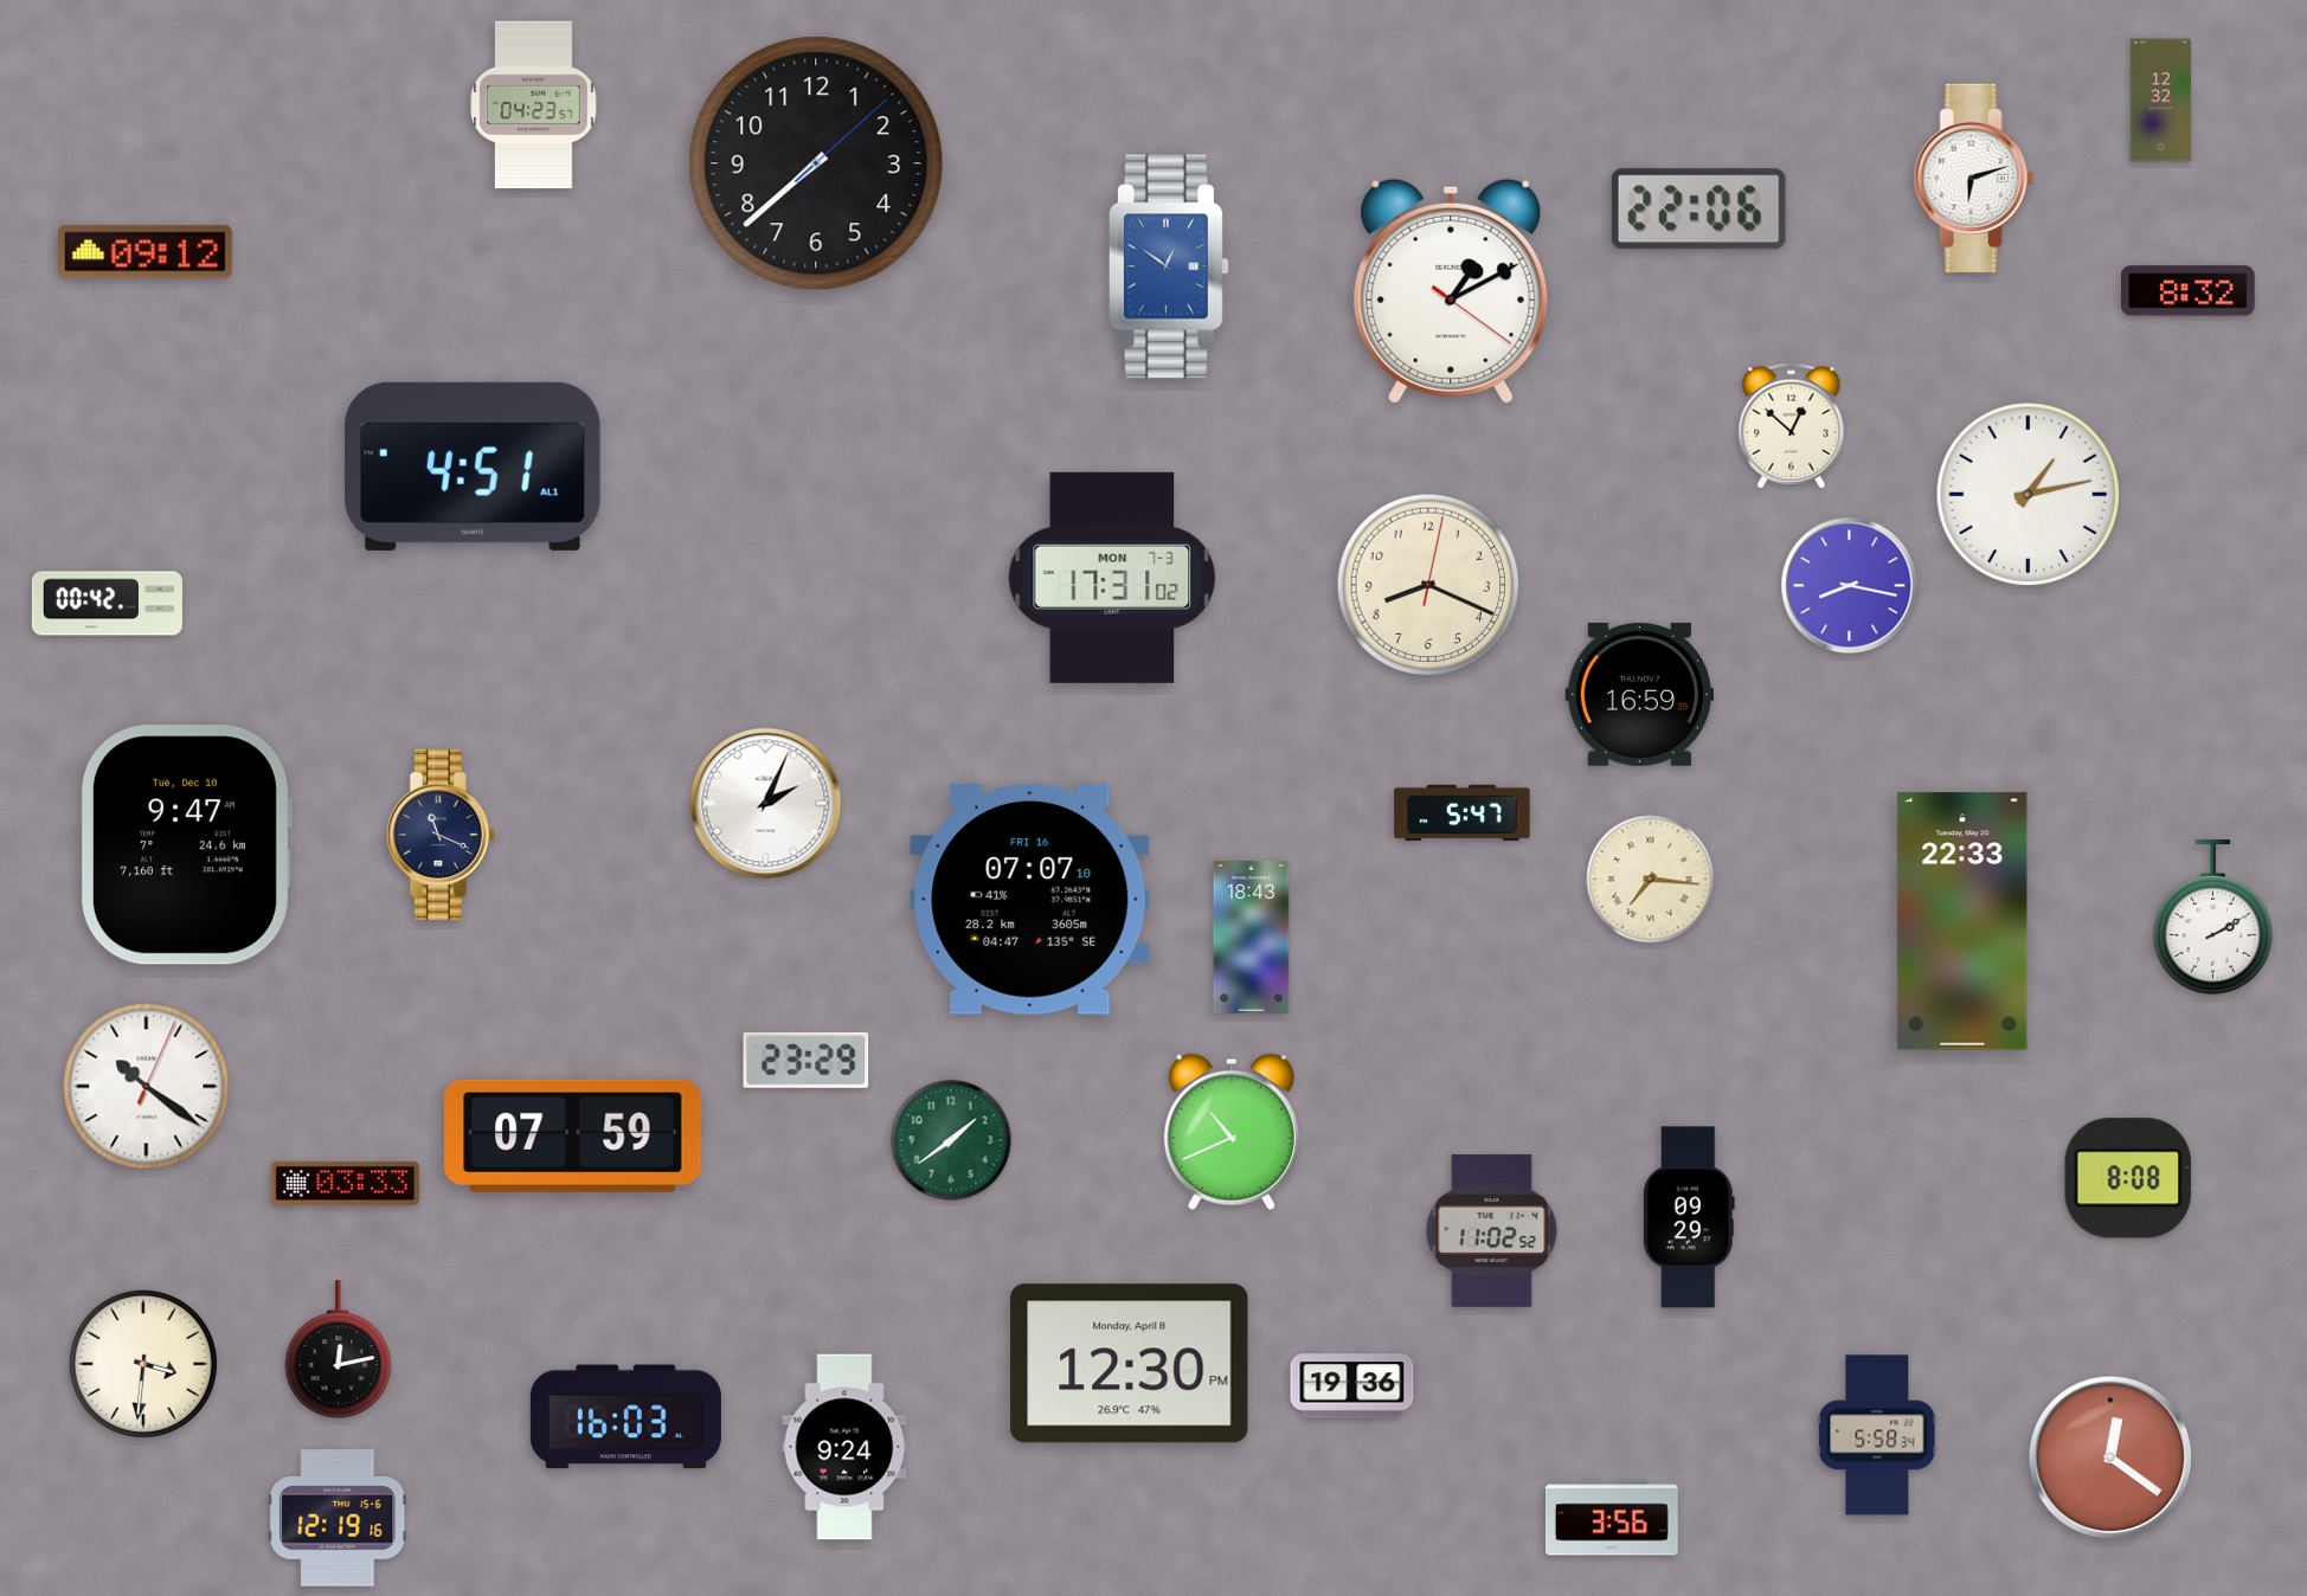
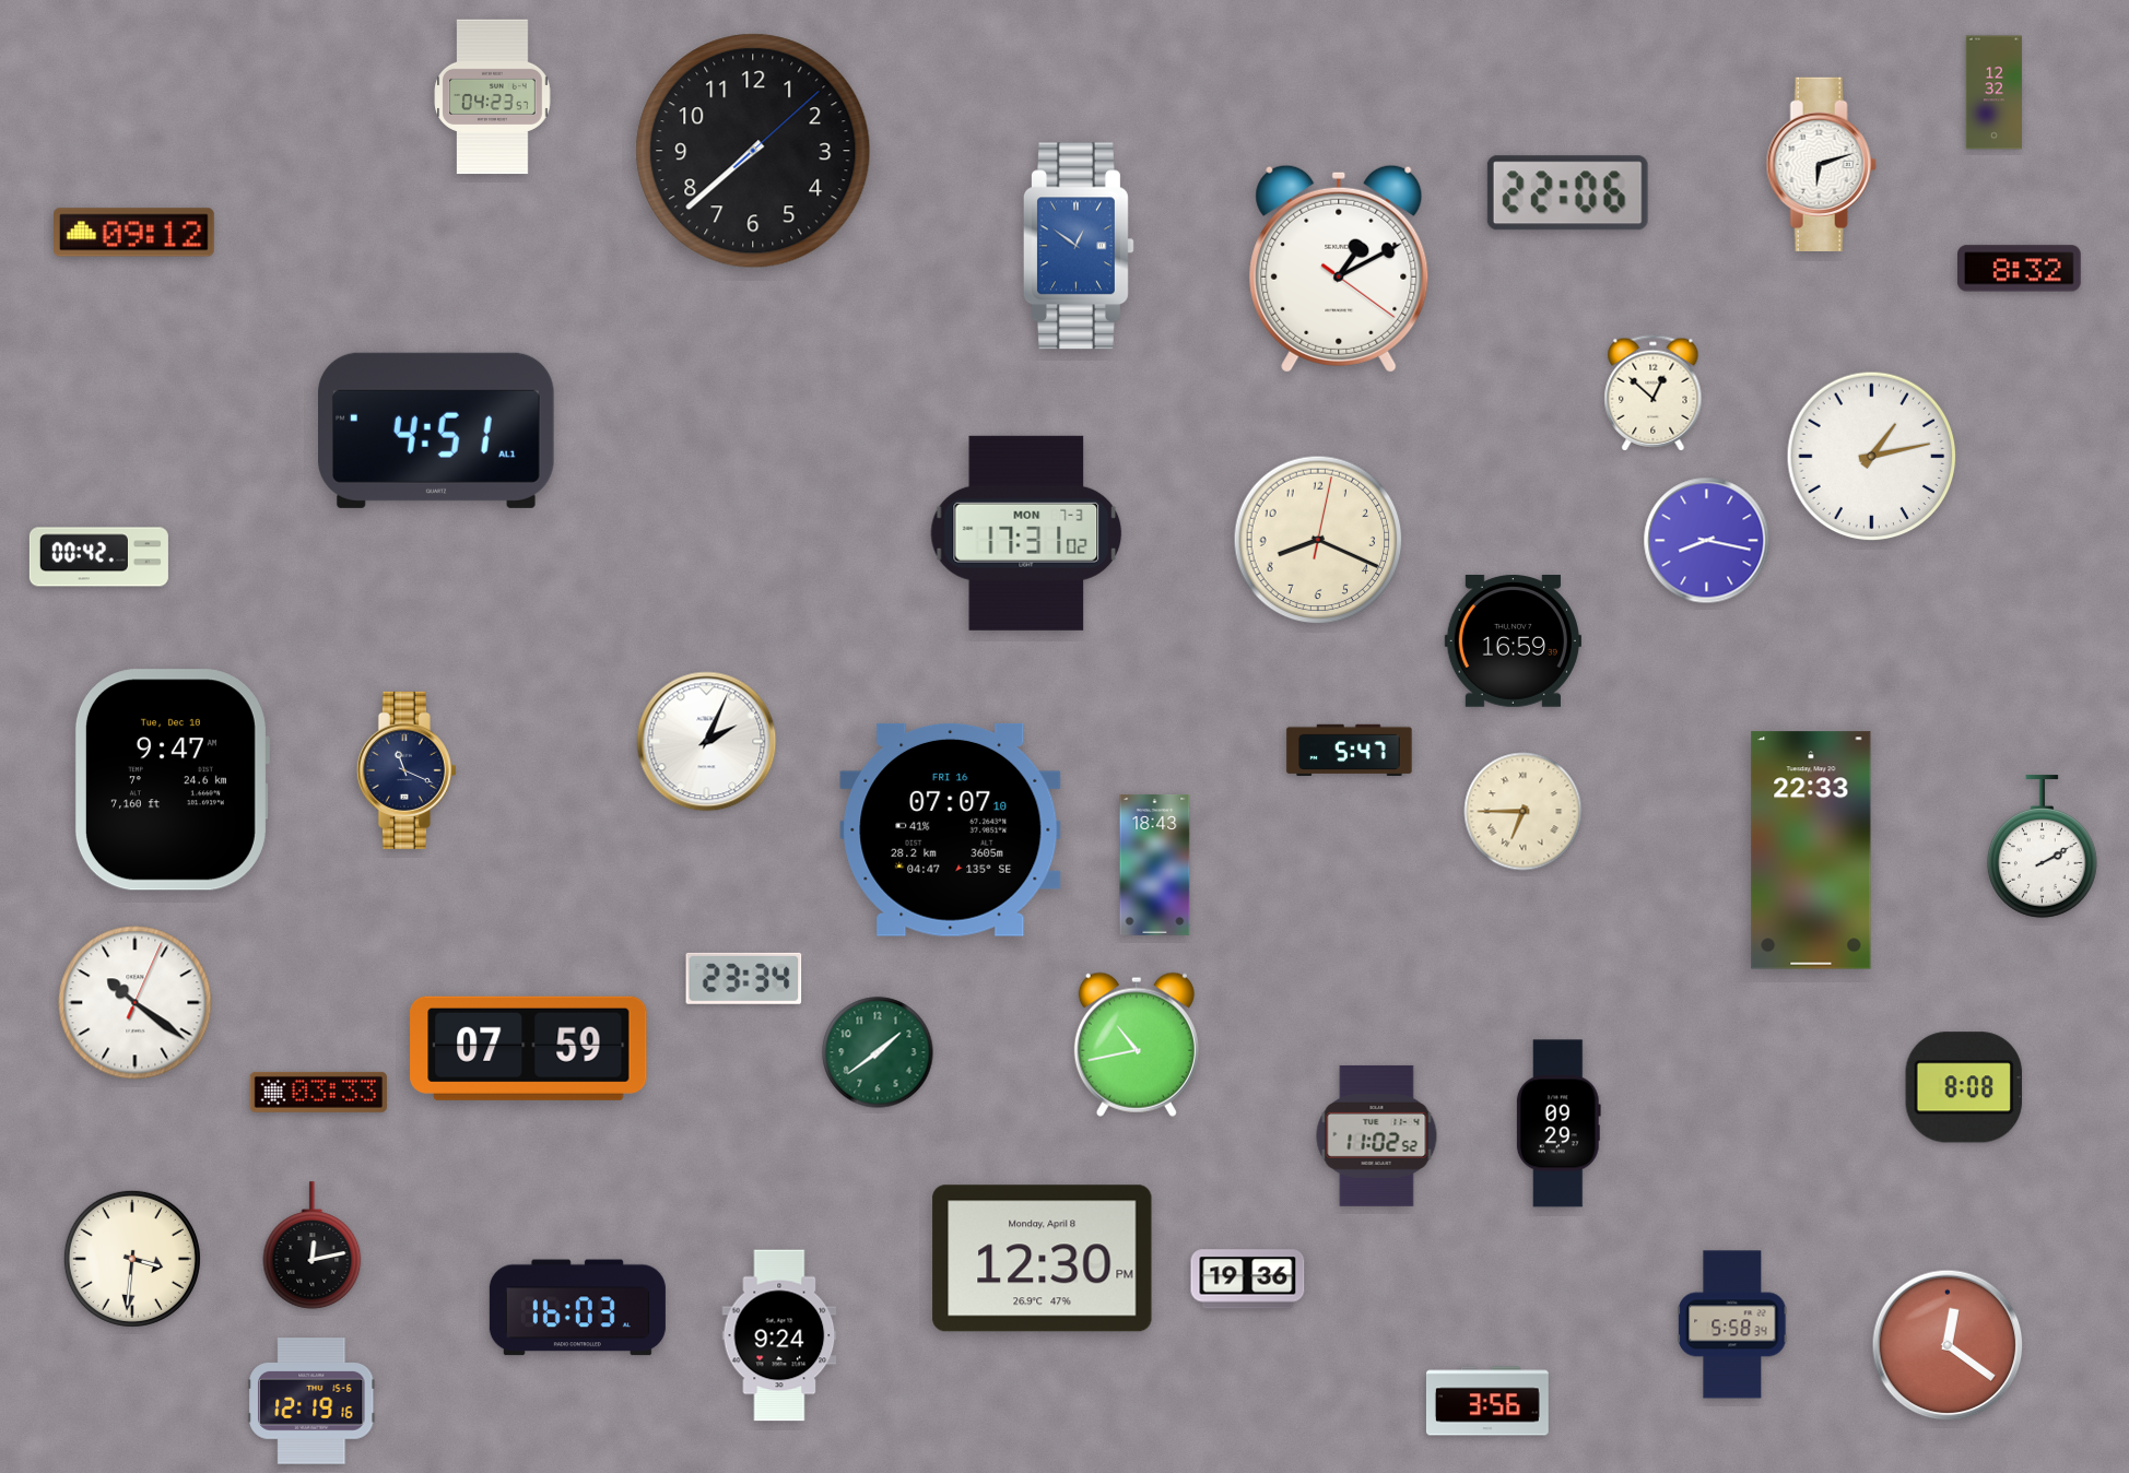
clock at (1651, 880): 7:16 -> 6:45
clock at (807, 1060): 23:29 -> 23:34
clock at (1232, 1132): 10:41 -> 10:43
